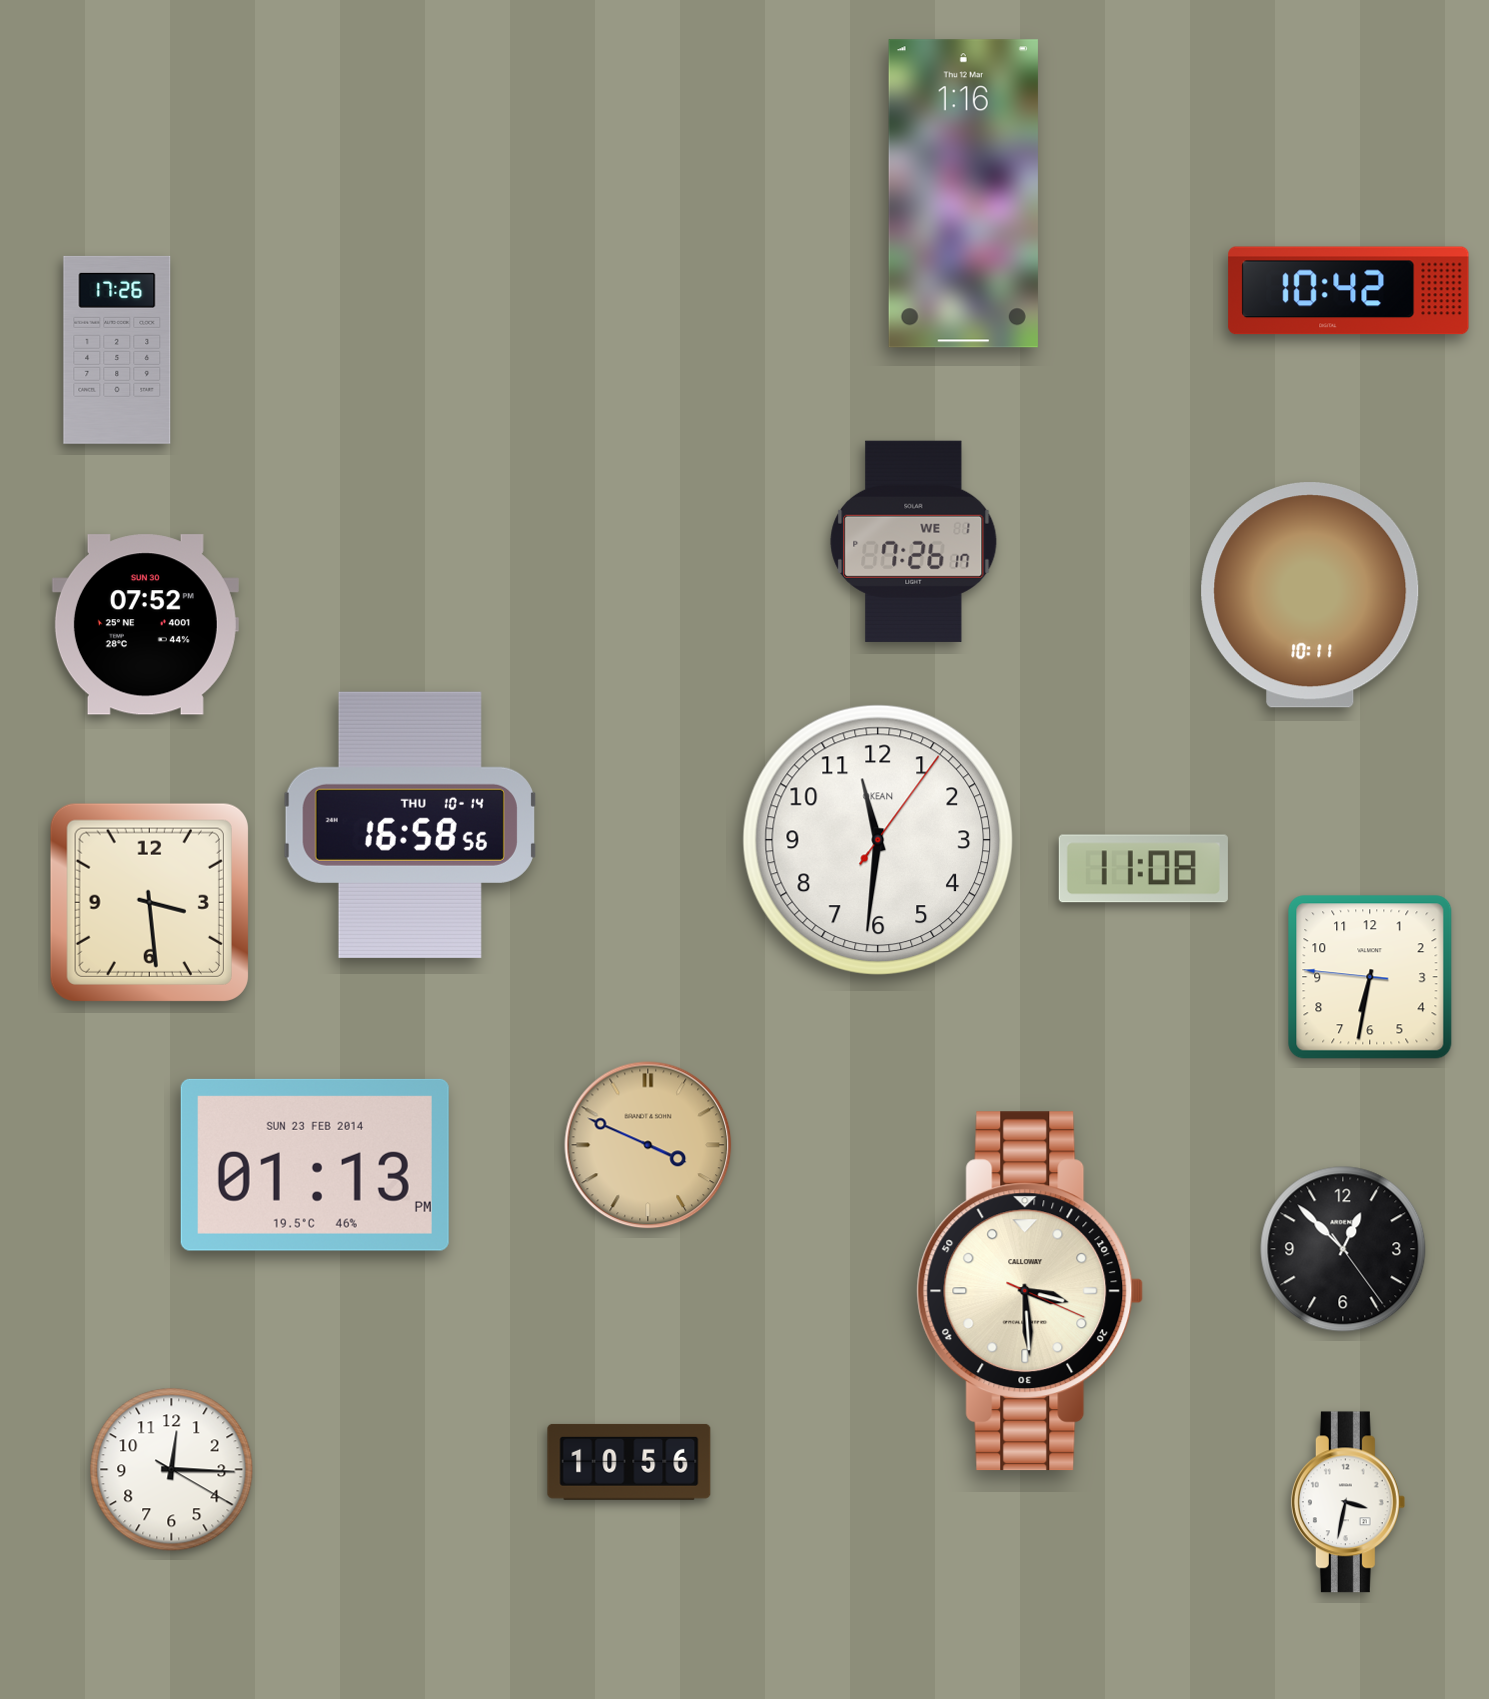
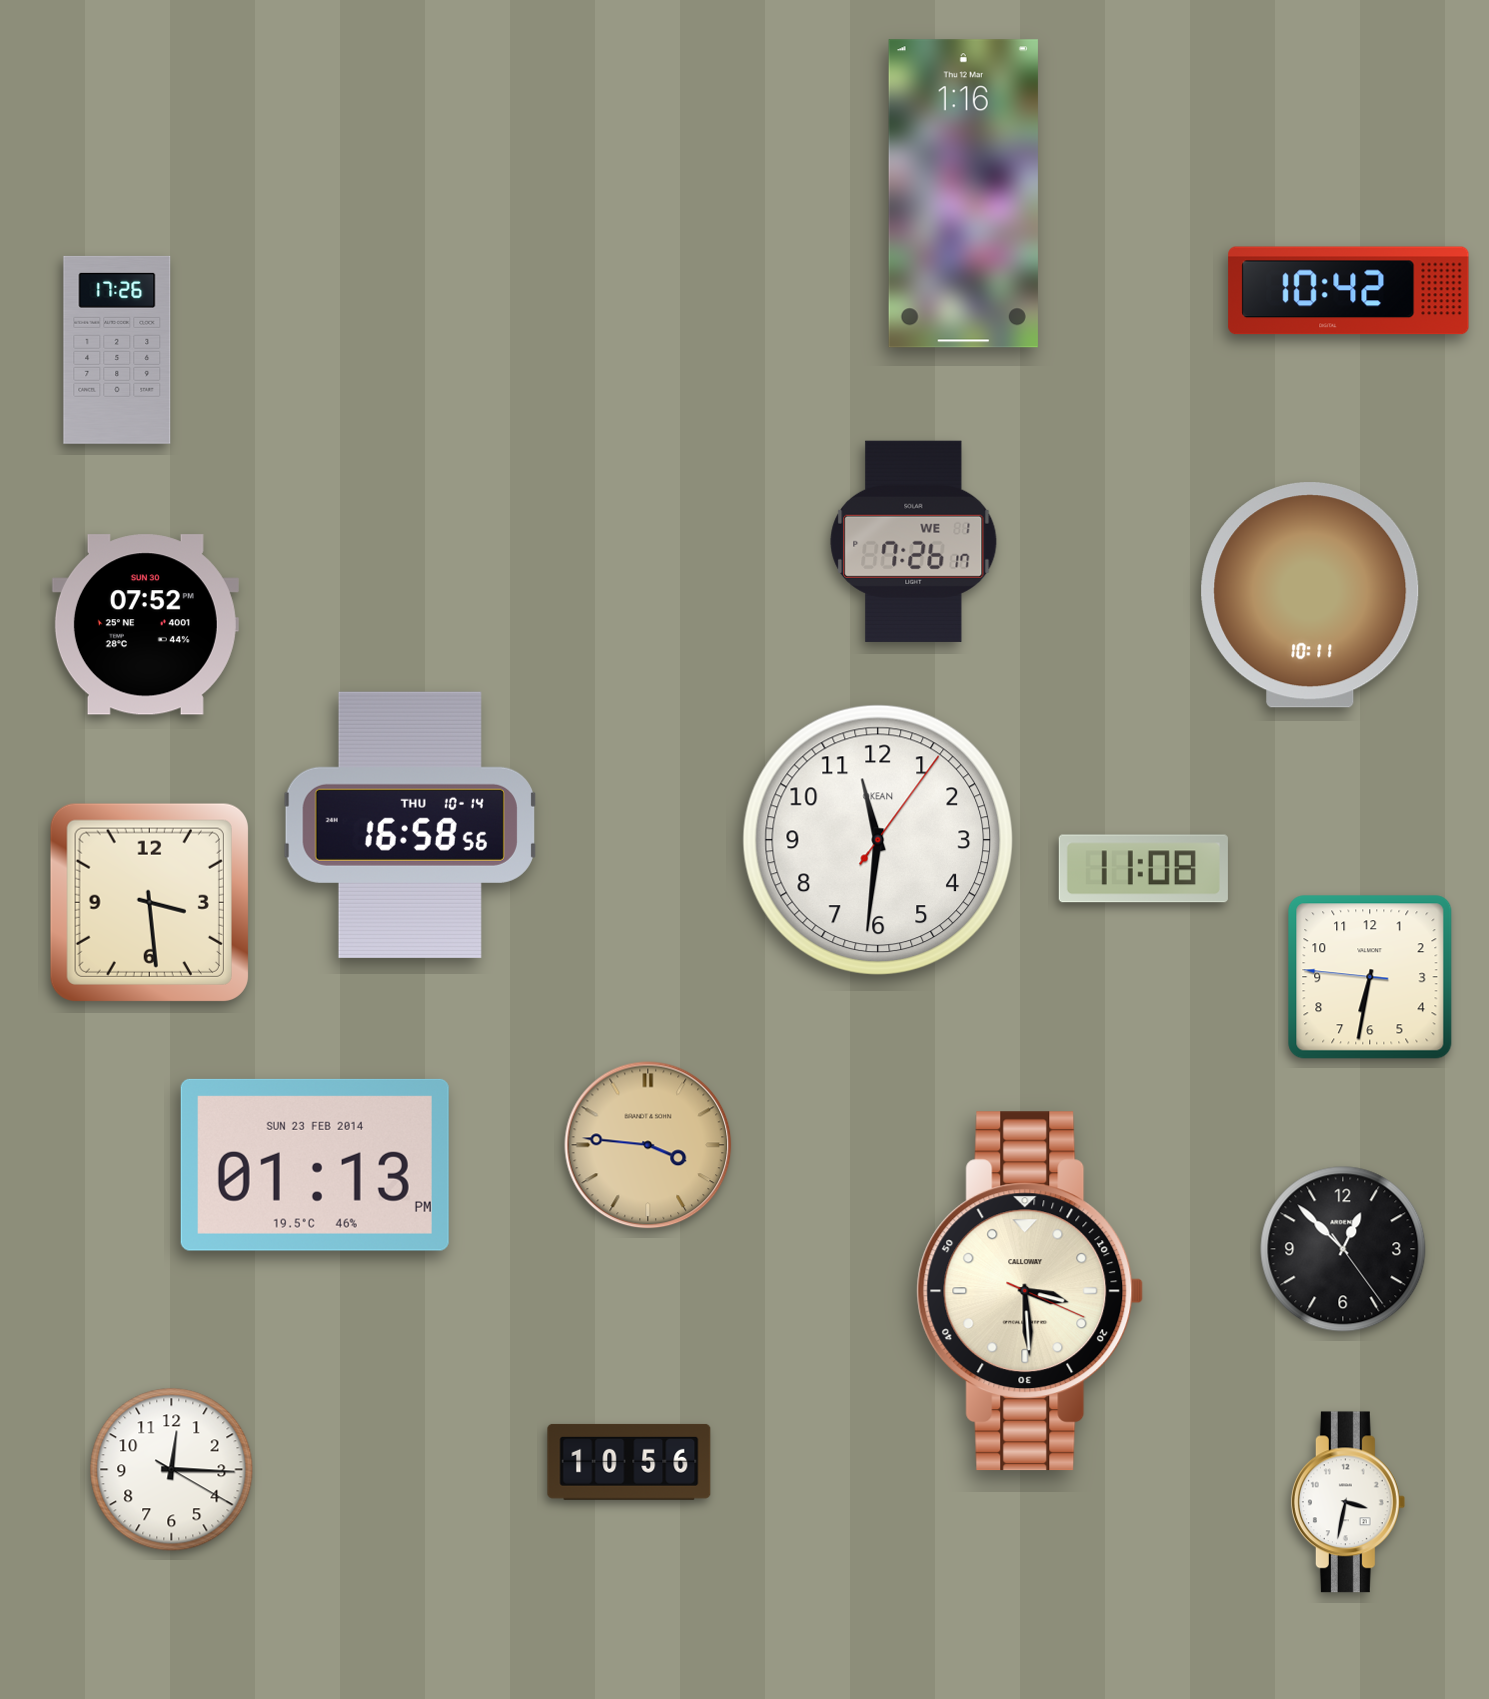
clock at (648, 1145): 3:49 -> 3:46
